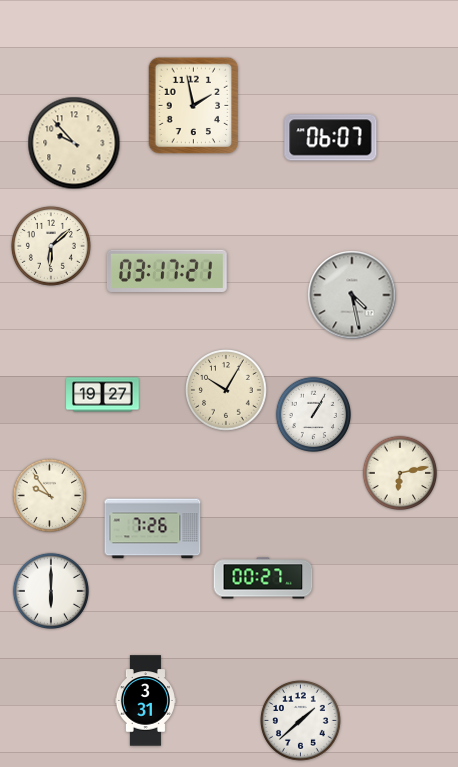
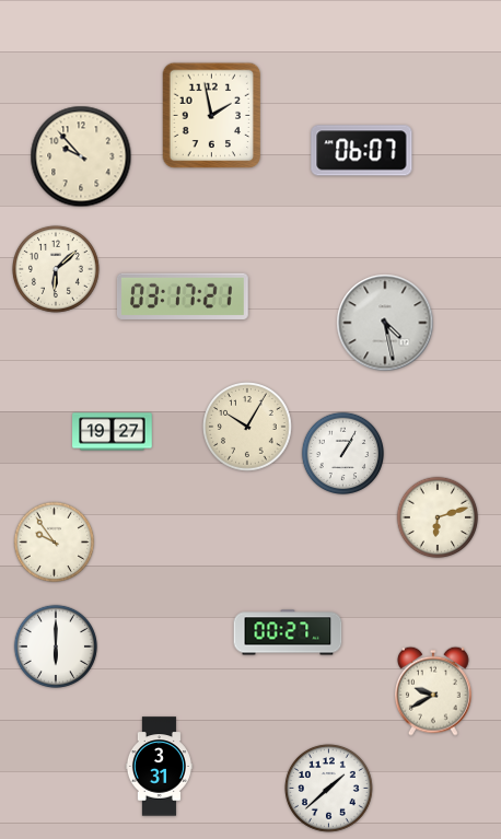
clock at (400, 473): 6:13 -> 6:12
clock at (153, 529): 7:26 -> none
clock at (433, 691): none -> 9:40
